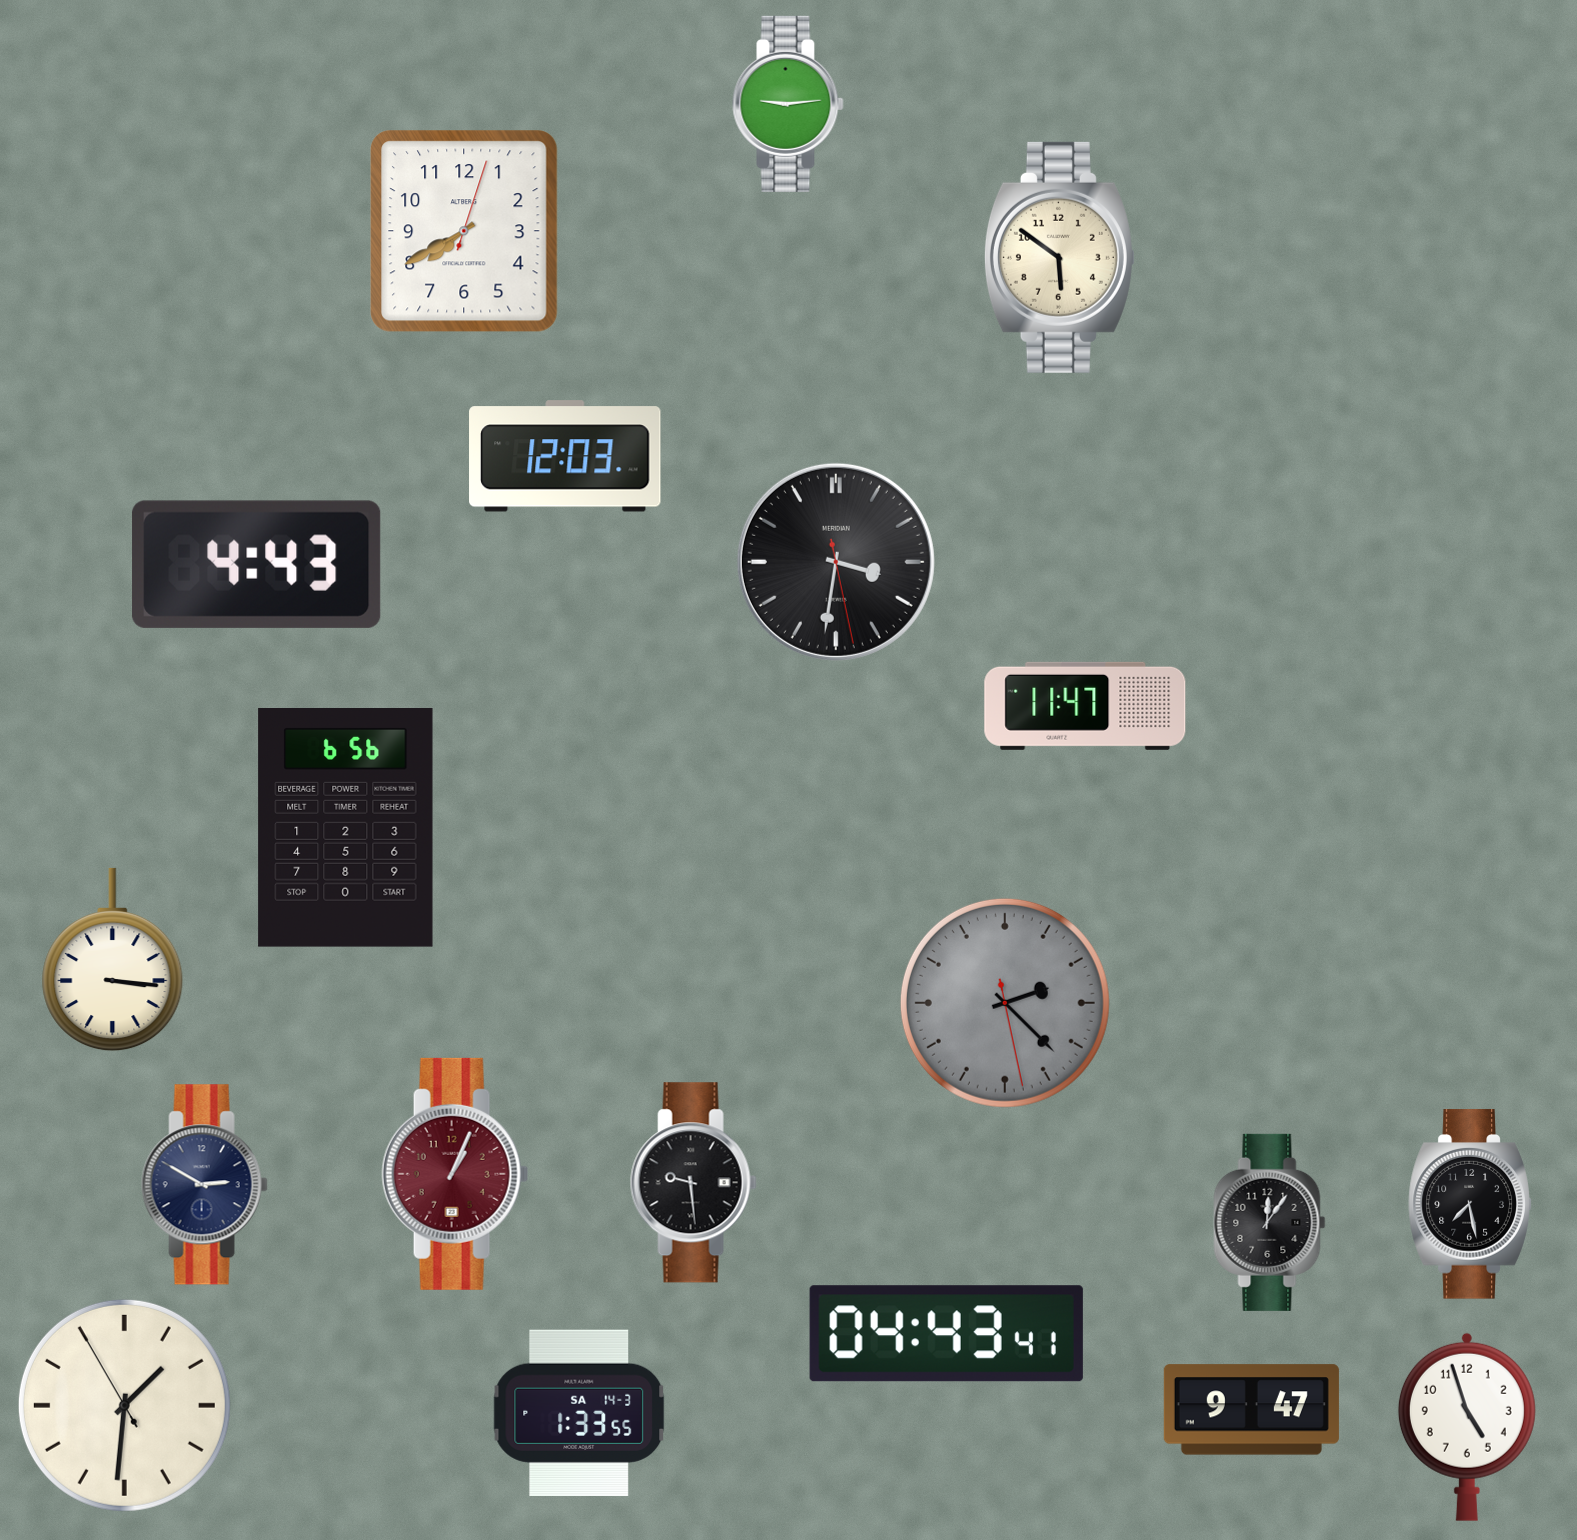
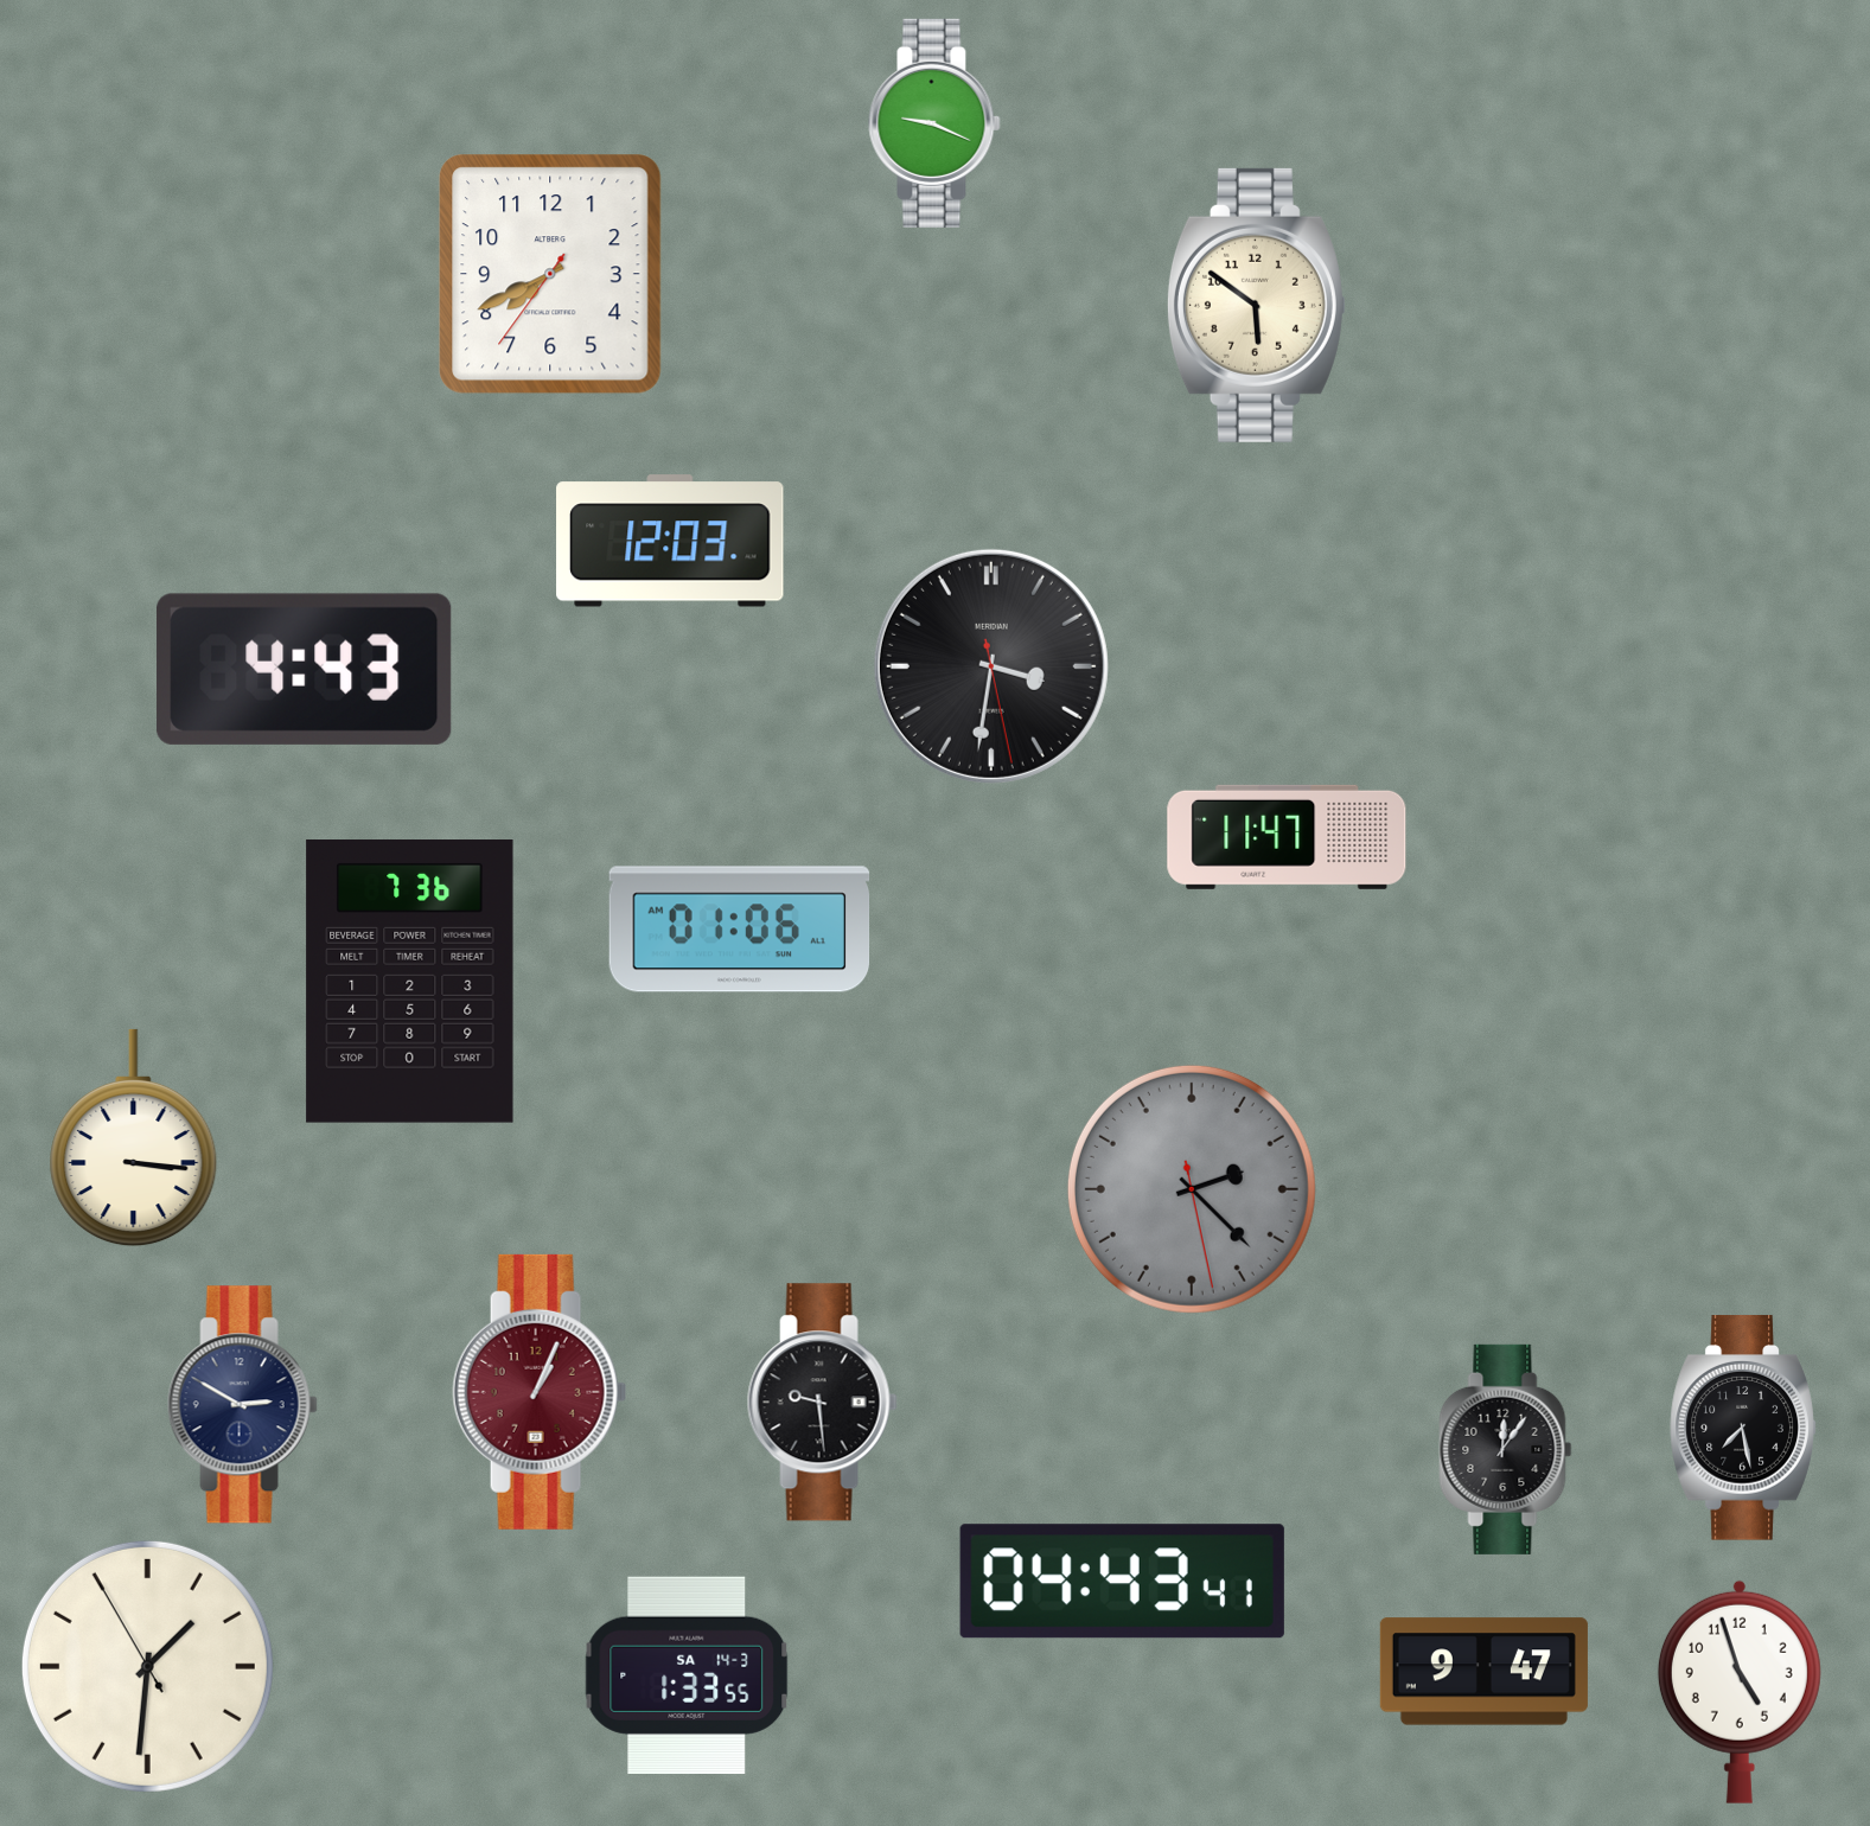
clock at (788, 104): 9:14 -> 9:19
clock at (464, 231): 7:40:03 -> 7:40:36
clock at (740, 930): none -> 01:06
clock at (346, 828): 6:56 -> 7:36
